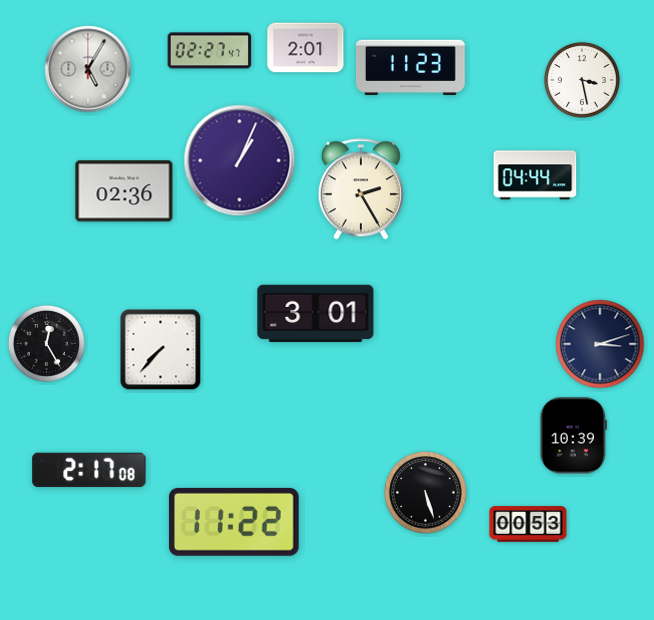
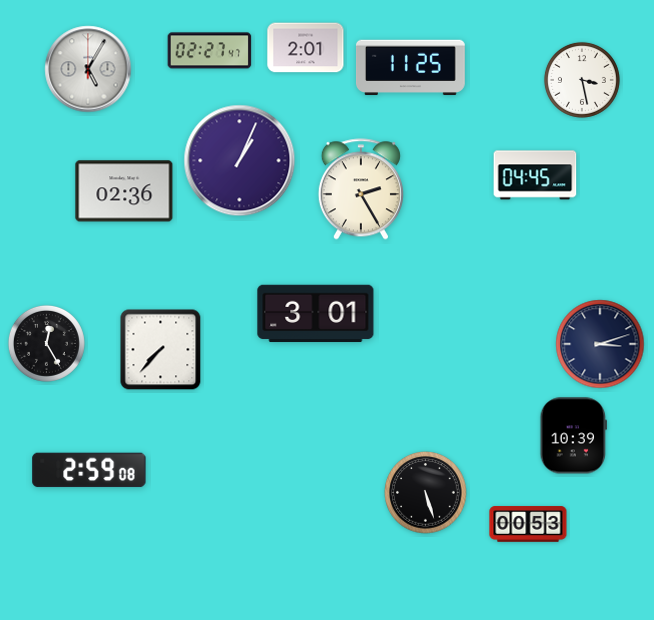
clock at (410, 68): 11:23 -> 11:25
clock at (535, 175): 04:44 -> 04:45
clock at (89, 470): 2:17 -> 2:59
clock at (234, 522): 11:22 -> none
